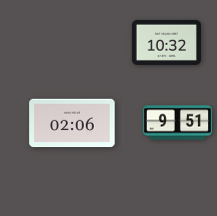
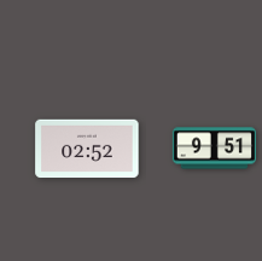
clock at (166, 42): 10:32 -> none
clock at (72, 123): 02:06 -> 02:52
